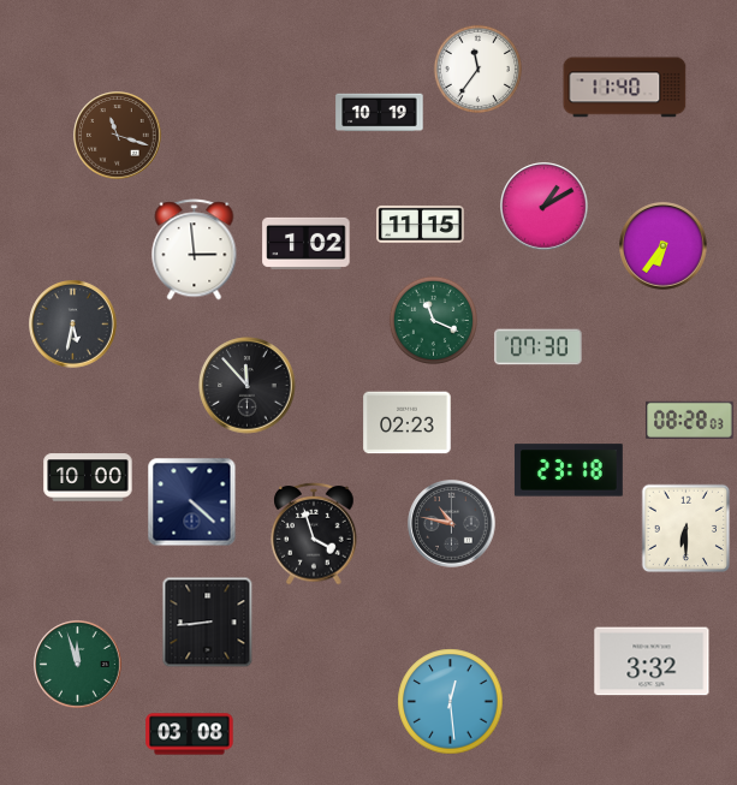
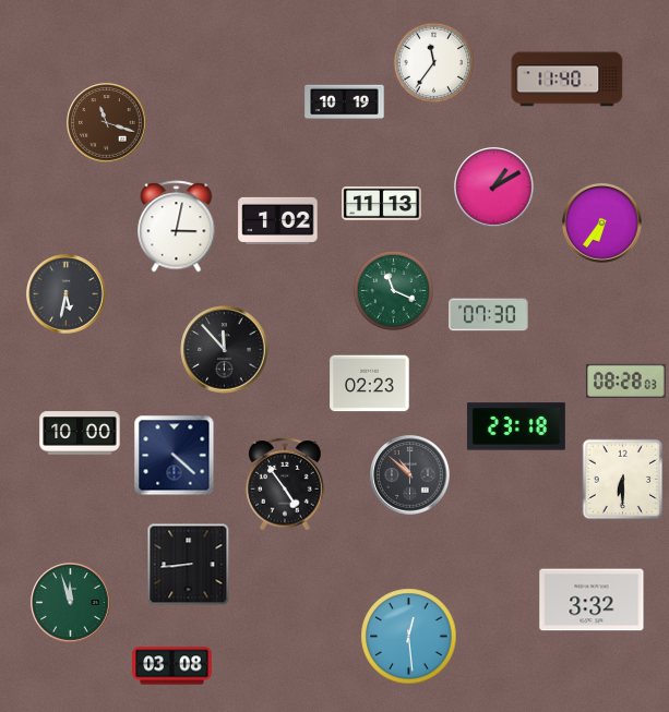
clock at (421, 224): 11:15 -> 11:13
clock at (195, 250): 2:59 -> 3:02
clock at (452, 524): 10:47 -> 10:52
clock at (314, 535): 3:57 -> 4:54
